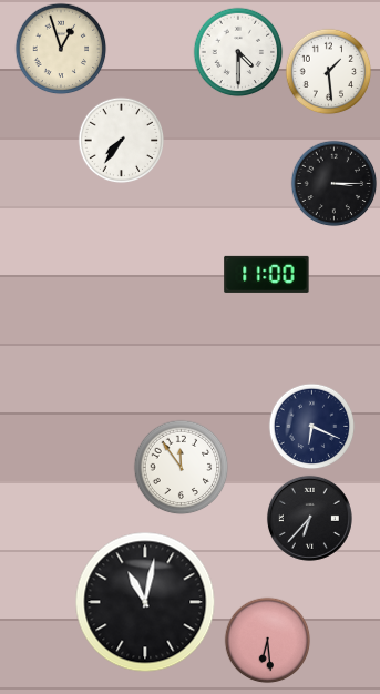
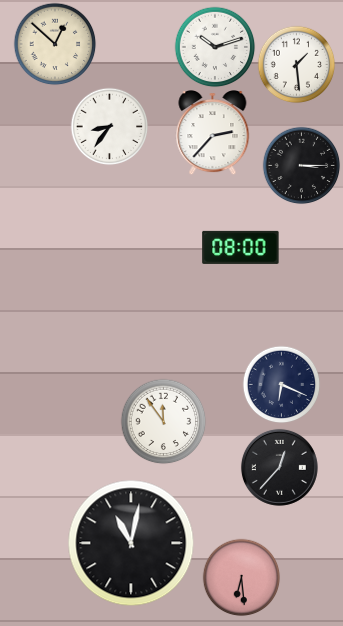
clock at (61, 49): 12:57 -> 12:52
clock at (238, 52): 4:30 -> 10:12
clock at (121, 140): 7:36 -> 8:36
clock at (213, 133): none -> 2:37
clock at (267, 274): 11:00 -> 08:00
clock at (309, 518): 6:37 -> 12:37
